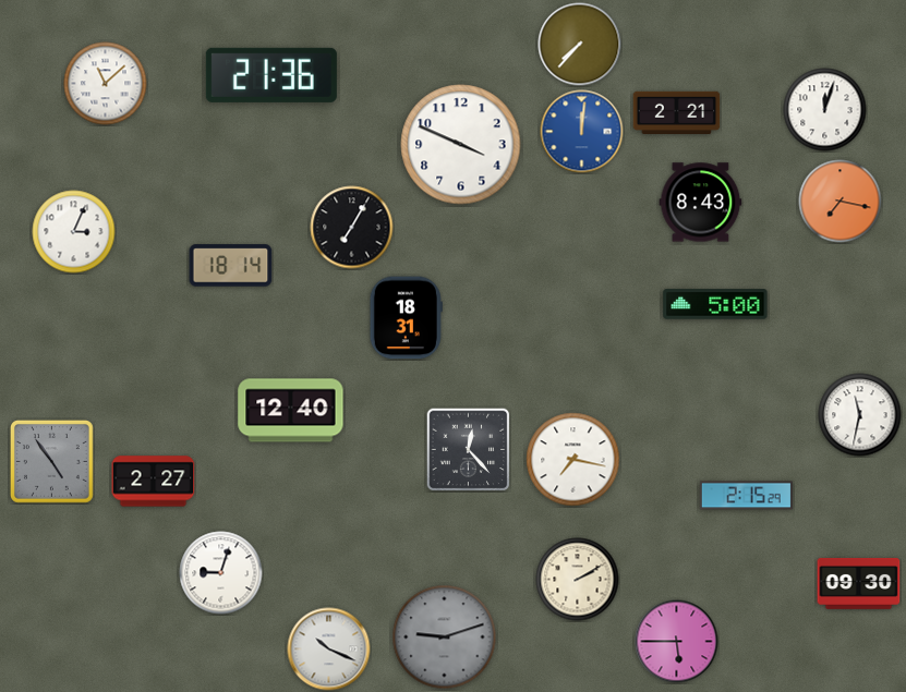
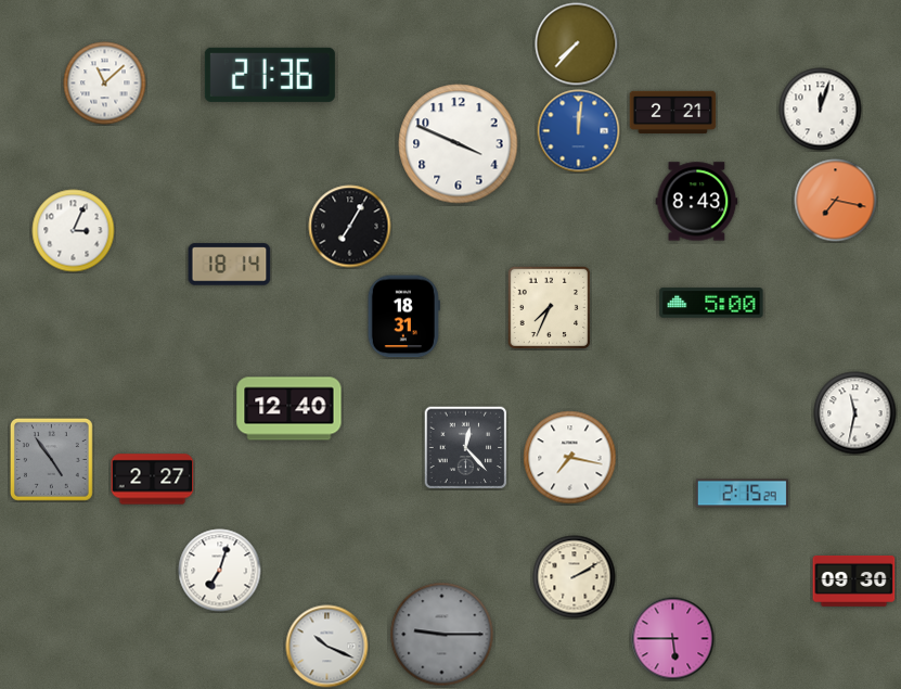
clock at (549, 307): none -> 7:34
clock at (221, 573): 9:03 -> 7:03
clock at (445, 638): 9:12 -> 9:15
